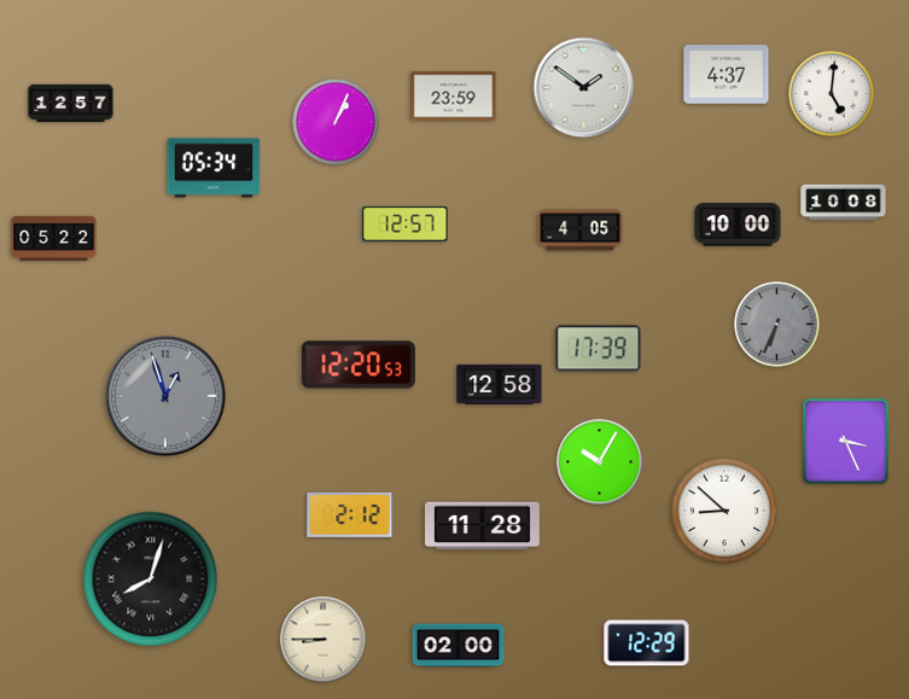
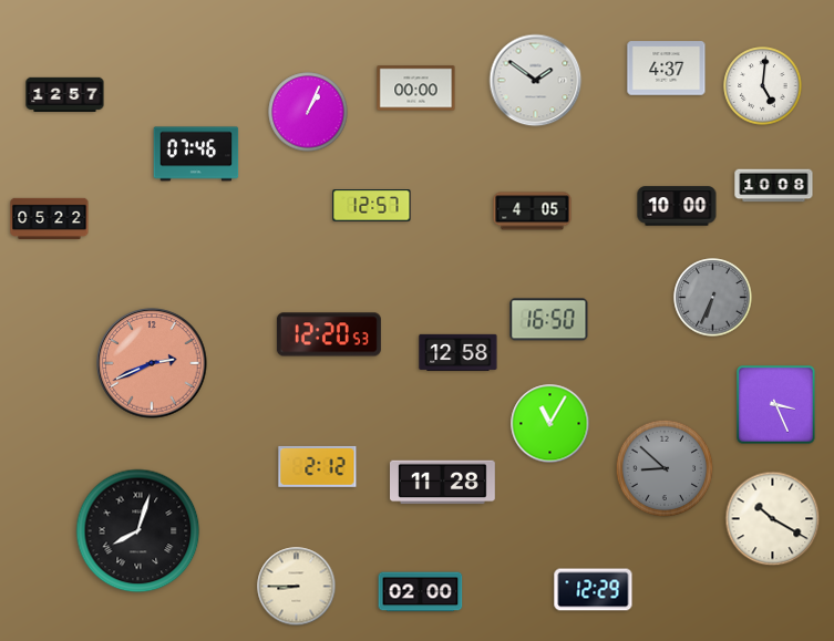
clock at (454, 97): 23:59 -> 00:00
clock at (214, 168): 05:34 -> 07:46
clock at (599, 349): 17:39 -> 16:50
clock at (165, 396): 12:57 -> 2:41
clock at (165, 396) dial: grey -> salmon
clock at (600, 462): 10:05 -> 11:05
clock at (724, 511) dial: white -> grey
clock at (350, 514) position: (350, 514) -> (318, 466)
clock at (773, 519): none -> 10:20
